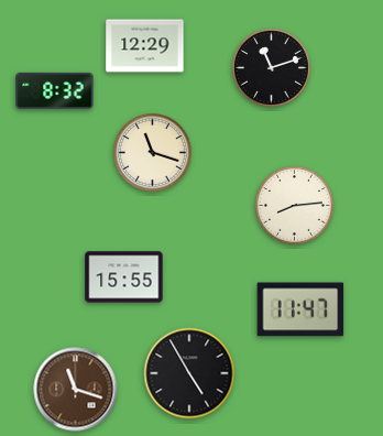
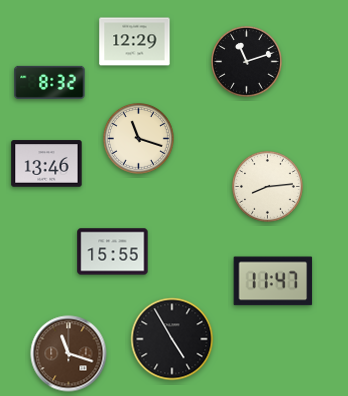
clock at (145, 46) position: (145, 46) -> (135, 42)
clock at (47, 164): none -> 13:46
